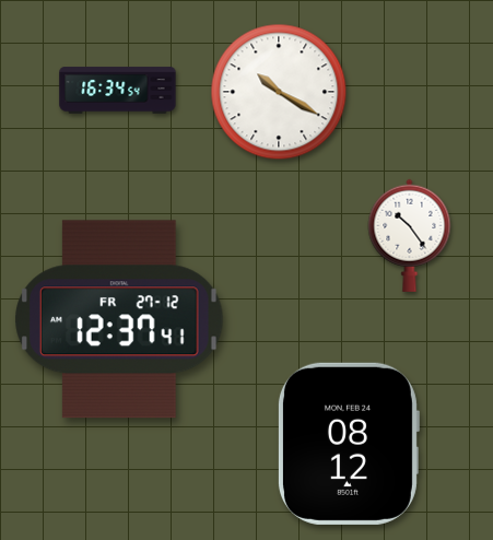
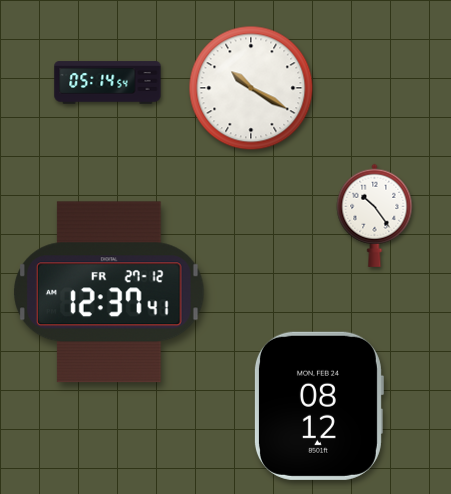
clock at (118, 91): 16:34 -> 05:14
clock at (279, 92) position: (279, 92) -> (251, 88)
